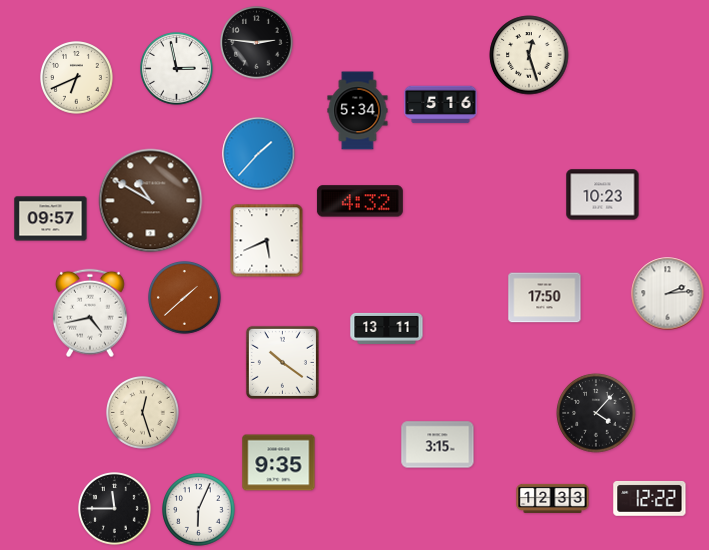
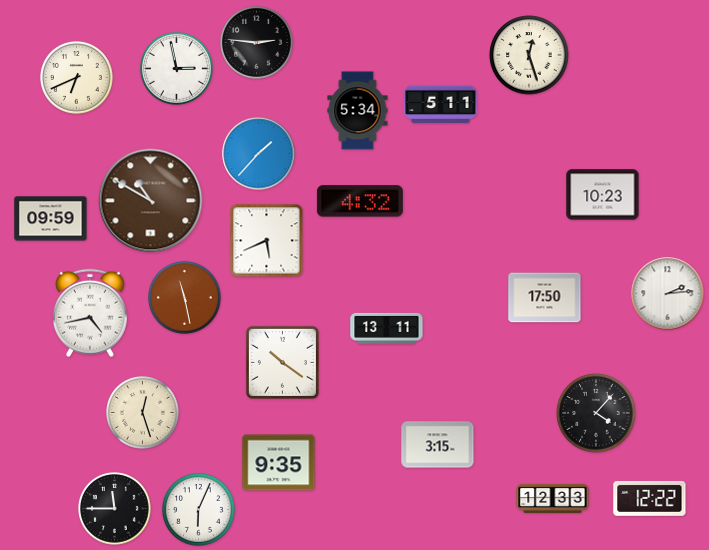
clock at (441, 105): 5:16 -> 5:11
clock at (51, 219): 09:57 -> 09:59
clock at (185, 298): 1:38 -> 11:28
